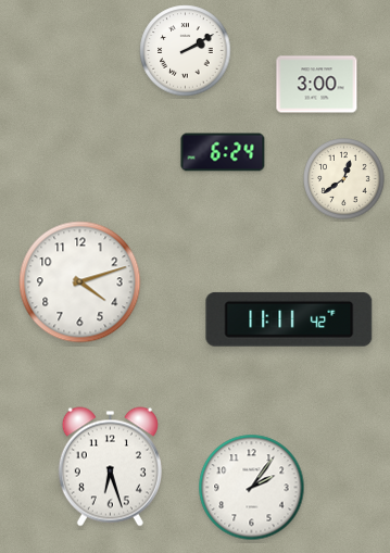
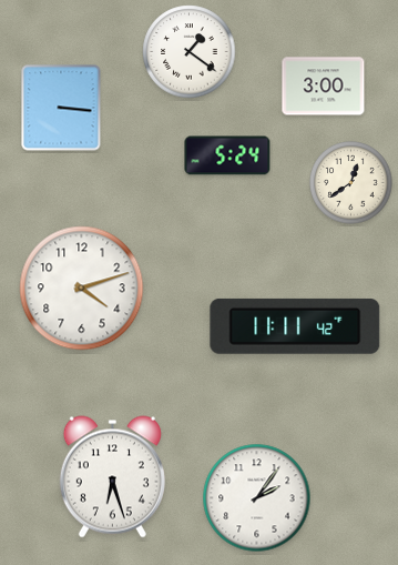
clock at (186, 51): 2:10 -> 1:21
clock at (61, 108): none -> 3:16
clock at (223, 152): 6:24 -> 5:24
